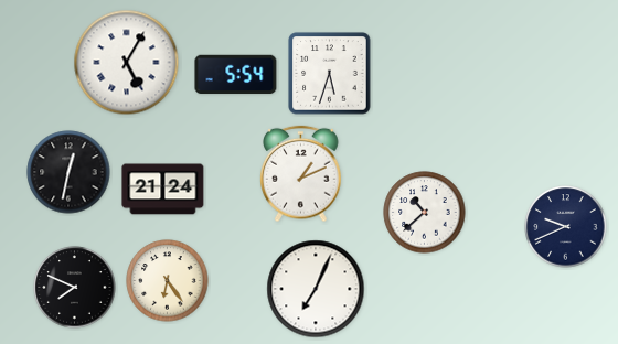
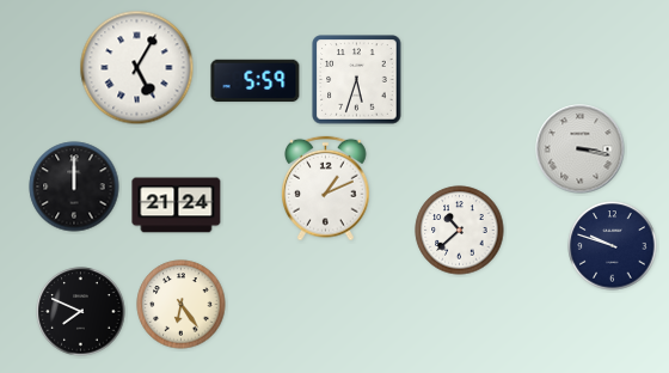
clock at (236, 75): 5:54 -> 5:59
clock at (581, 149): none -> 3:17
clock at (68, 172): 12:32 -> 12:00
clock at (566, 227): 9:41 -> 9:48
clock at (316, 289): 7:04 -> none
